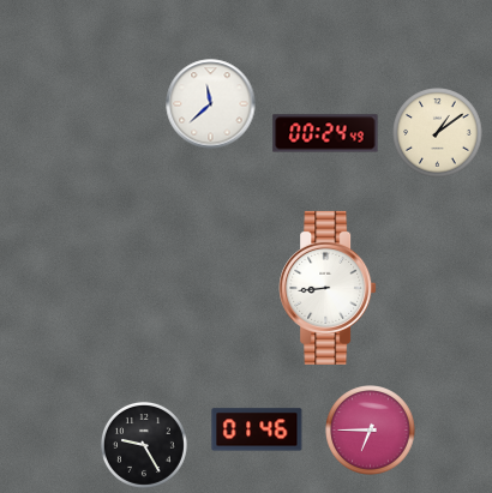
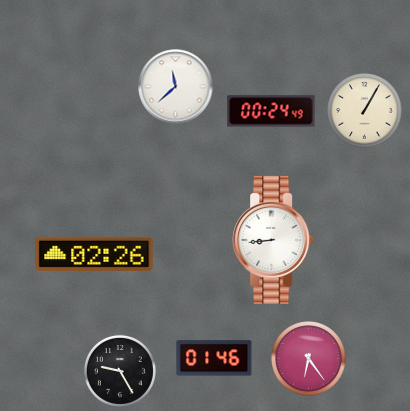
clock at (438, 133): 1:09 -> 1:05
clock at (94, 254): none -> 02:26
clock at (371, 431): 6:45 -> 6:24
